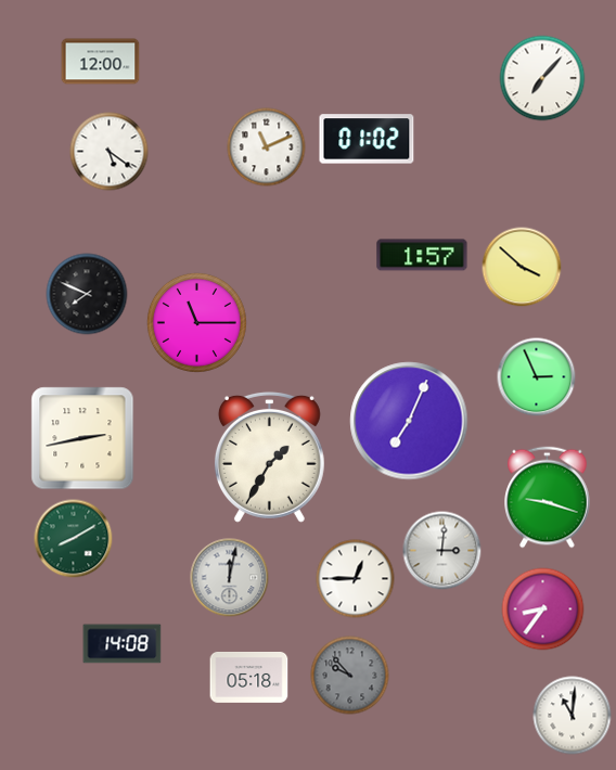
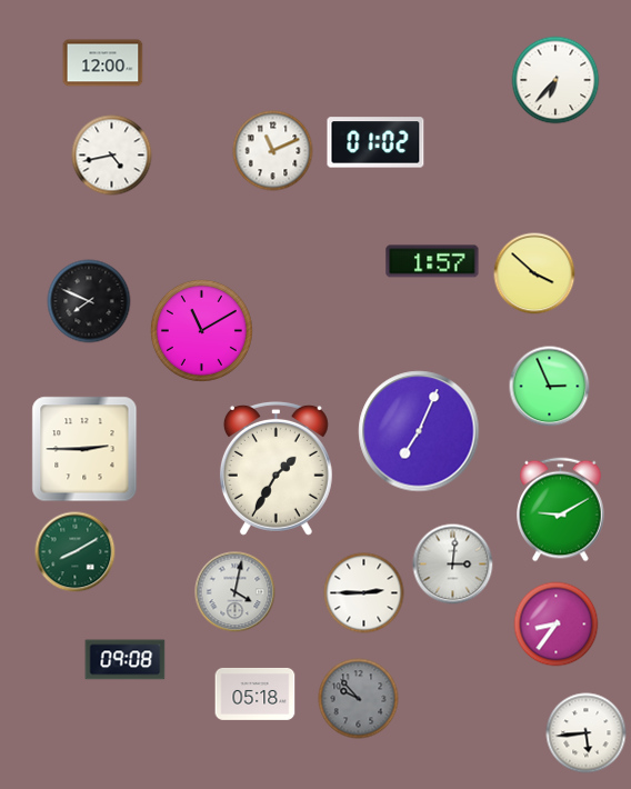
clock at (542, 78): 7:07 -> 6:37
clock at (110, 152): 5:21 -> 4:43
clock at (196, 322): 11:15 -> 11:10
clock at (82, 438): 2:43 -> 2:45
clock at (548, 498): 9:18 -> 9:10
clock at (230, 578): 12:02 -> 4:02
clock at (356, 579): 12:45 -> 2:45
clock at (123, 644): 14:08 -> 09:08
clock at (350, 676) position: (350, 676) -> (359, 699)
clock at (573, 716): 11:01 -> 5:44
